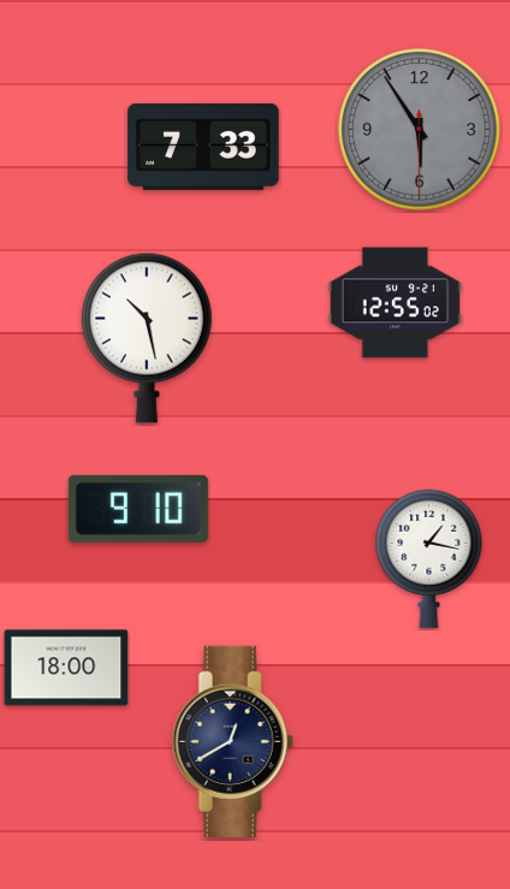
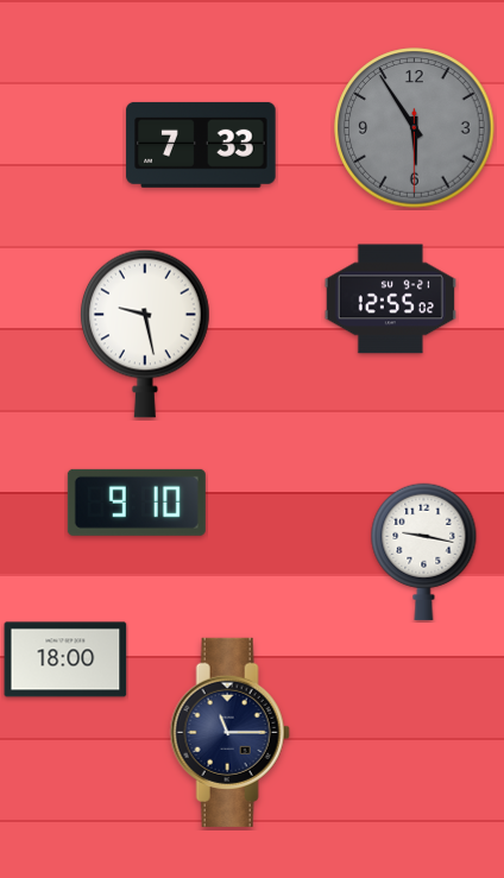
clock at (147, 338): 10:28 -> 9:28
clock at (429, 558): 1:17 -> 9:17
clock at (232, 741): 12:40 -> 11:15
